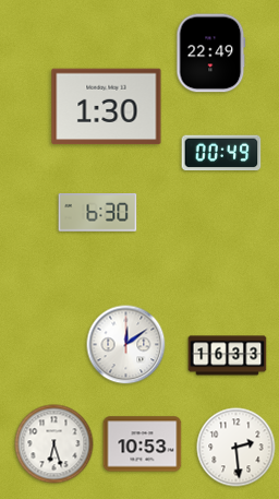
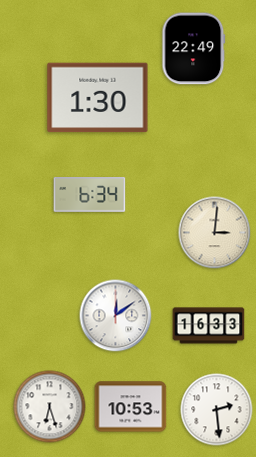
clock at (221, 153): 00:49 -> none
clock at (98, 213): 6:30 -> 6:34
clock at (215, 233): none -> 3:01
